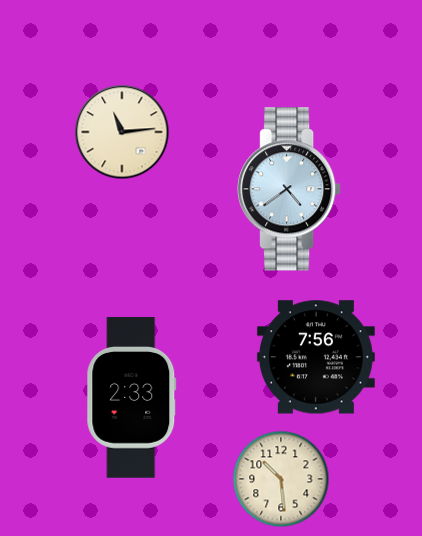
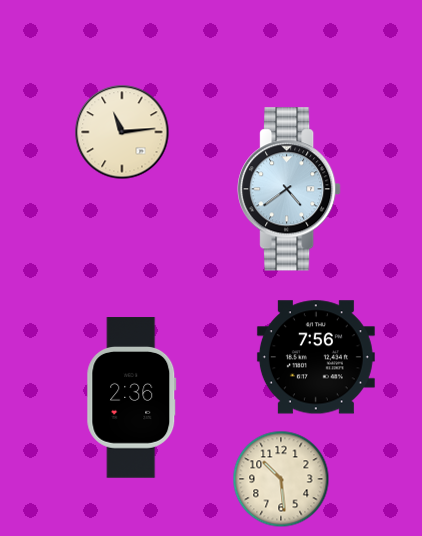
clock at (132, 398): 2:33 -> 2:36
